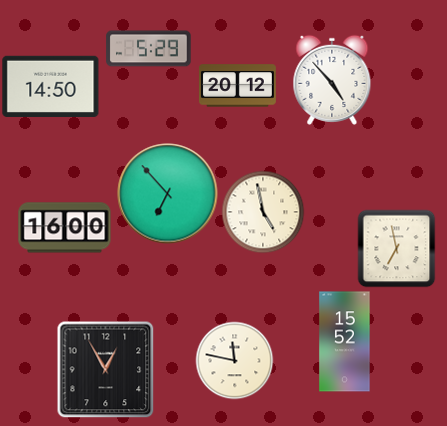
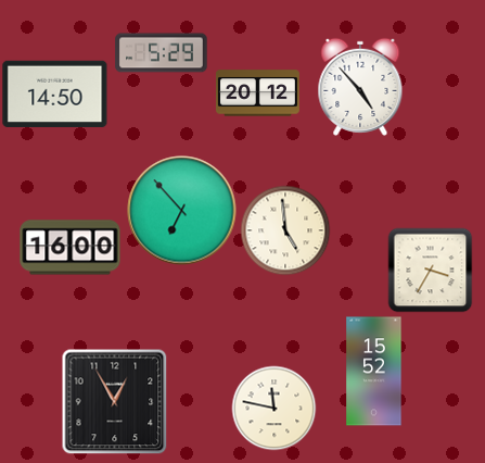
clock at (263, 212): 4:58 -> 4:59
clock at (396, 248): 6:58 -> 3:35
clock at (234, 360) position: (234, 360) -> (273, 408)
